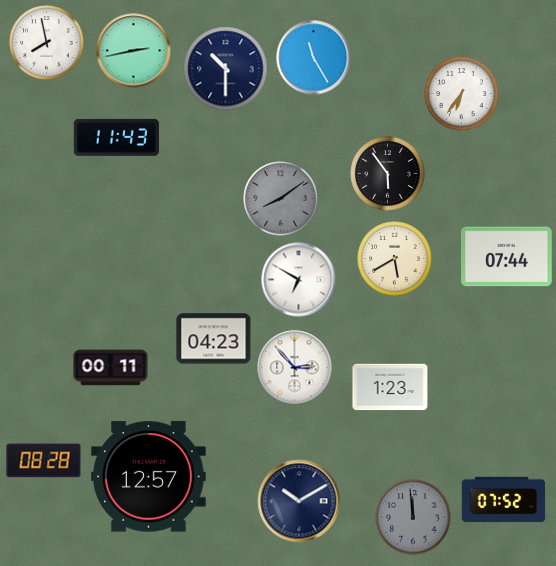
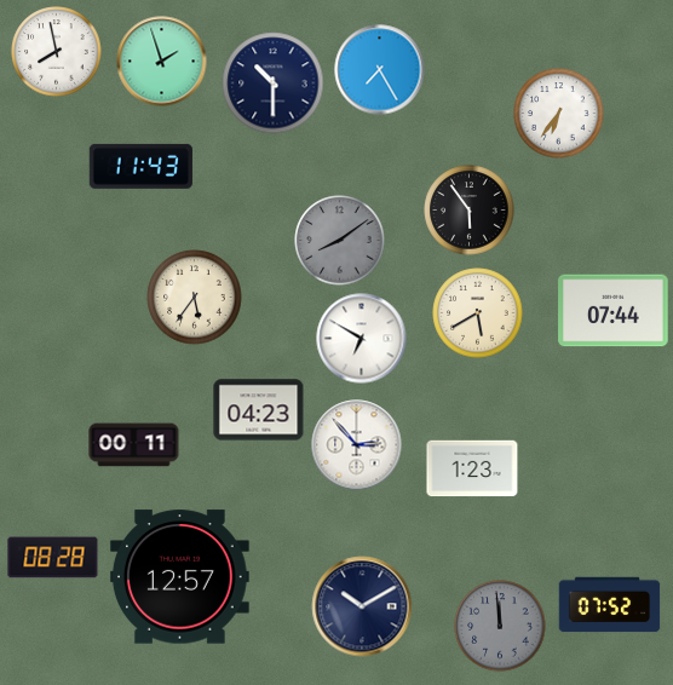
clock at (134, 51): 2:43 -> 1:57
clock at (314, 58): 11:25 -> 7:25
clock at (195, 298): none -> 5:36
